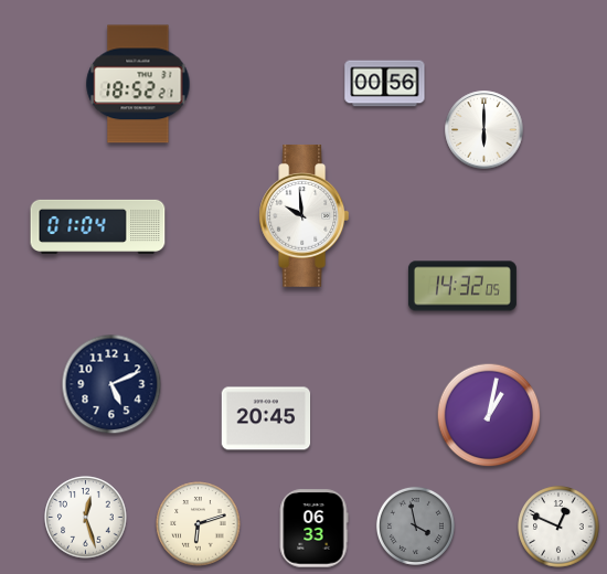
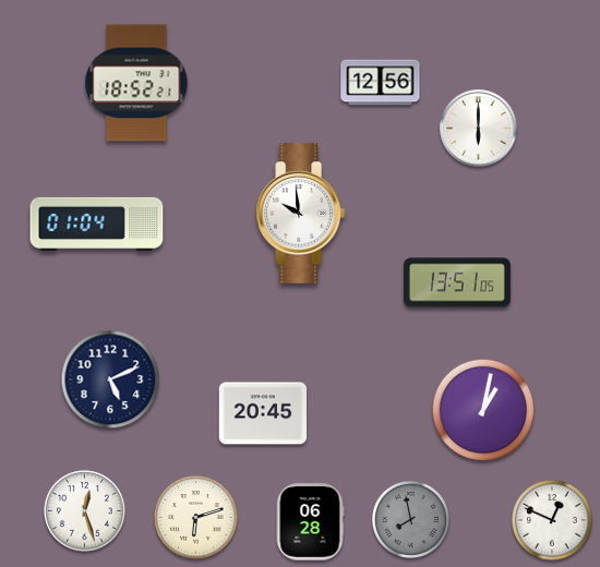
clock at (385, 84): 00:56 -> 12:56
clock at (462, 286): 14:32 -> 13:51
clock at (415, 525): 3:58 -> 7:58
clock at (313, 529): 06:33 -> 06:28
